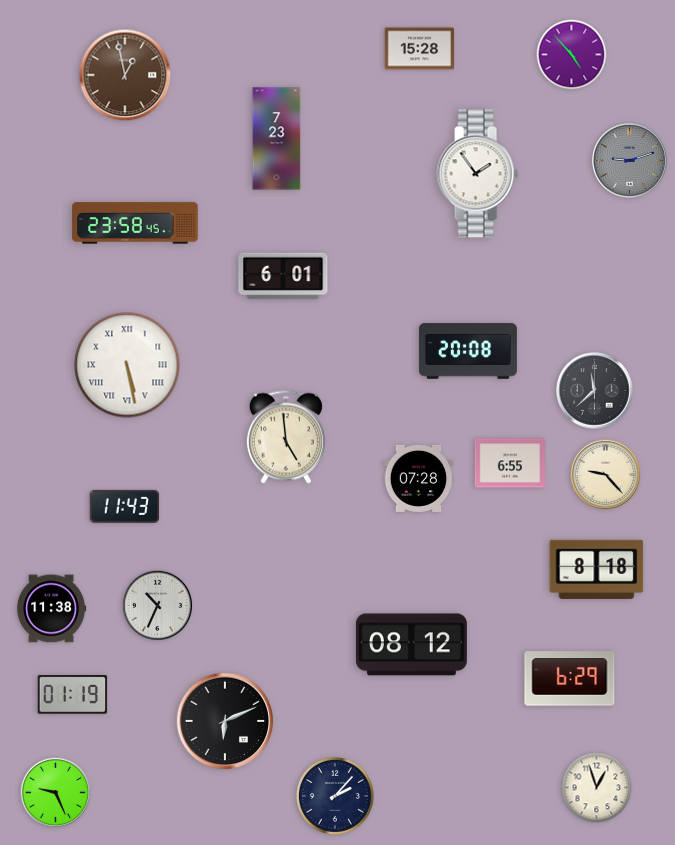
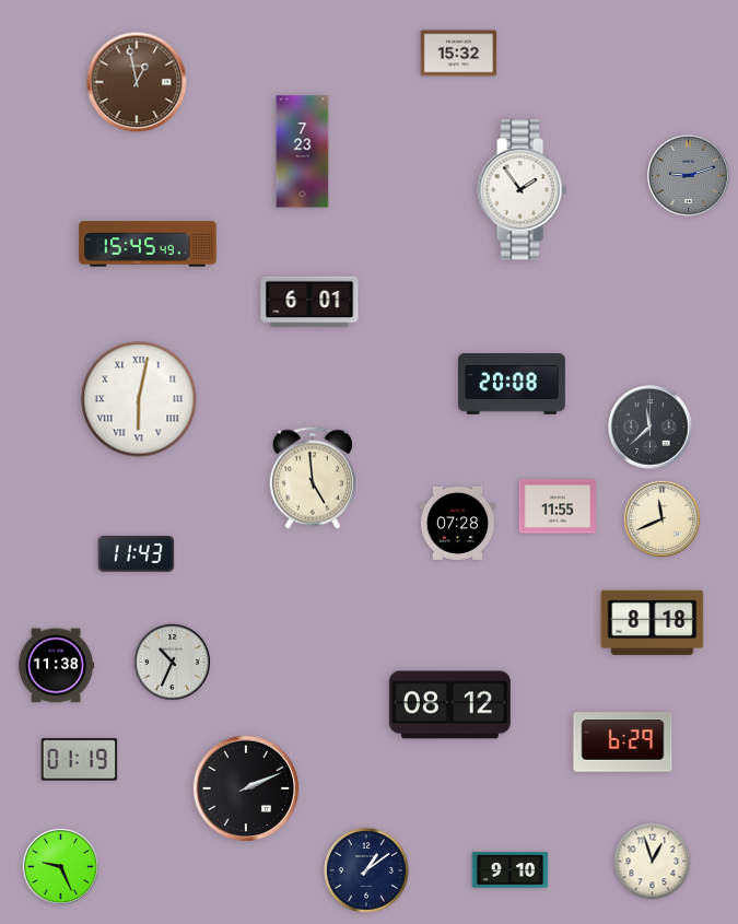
clock at (420, 49): 15:28 -> 15:32
clock at (572, 55): 4:53 -> none
clock at (135, 223): 23:58 -> 15:45
clock at (127, 365): 5:28 -> 6:02
clock at (510, 463): 6:55 -> 11:55
clock at (606, 475): 9:23 -> 11:41
clock at (225, 721): 6:11 -> 2:11
clock at (335, 796): 2:07 -> 1:09
clock at (511, 870): none -> 9:10
